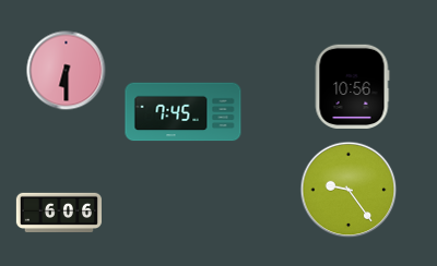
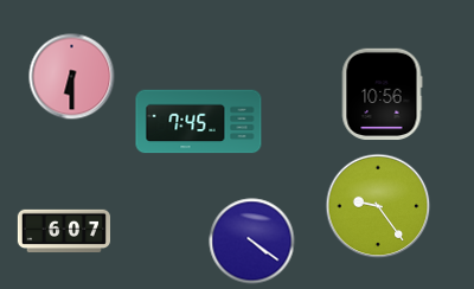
clock at (58, 213): 6:06 -> 6:07
clock at (252, 242): none -> 4:21
